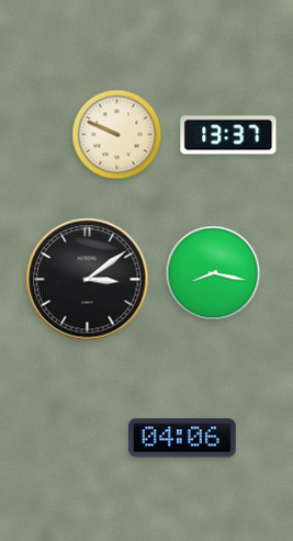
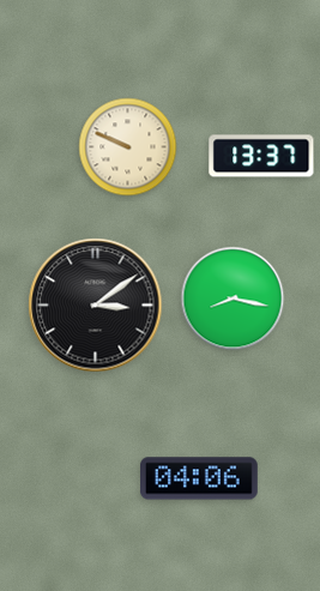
clock at (228, 135) position: (228, 135) -> (261, 156)
